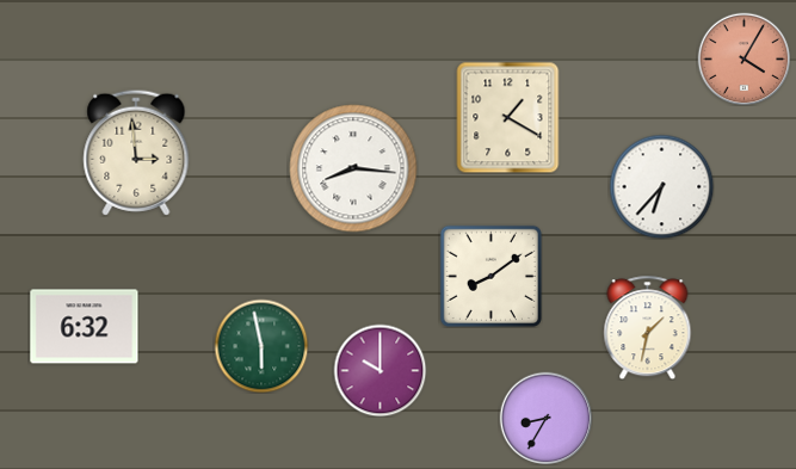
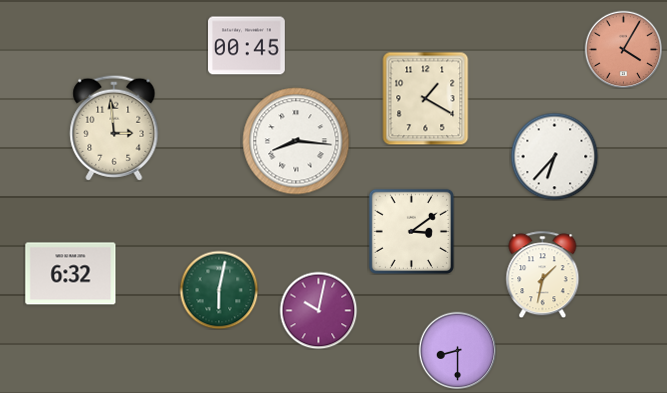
clock at (247, 46): none -> 00:45
clock at (490, 276): 8:09 -> 3:09
clock at (261, 346): 5:58 -> 6:02
clock at (380, 370): 10:00 -> 10:02
clock at (545, 418): 8:35 -> 8:30
